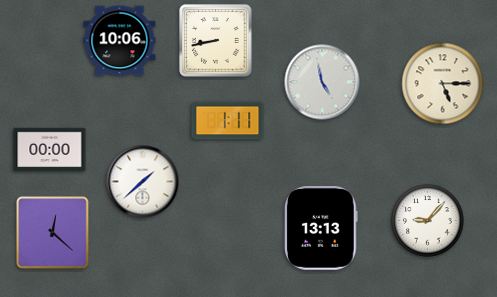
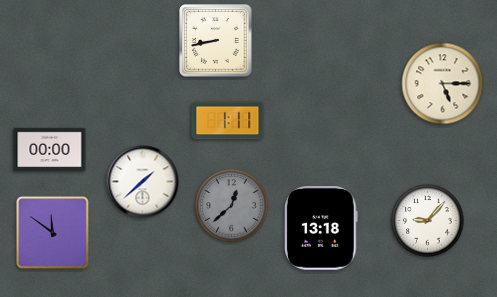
clock at (120, 41): 10:06 -> none
clock at (322, 82): 4:58 -> none
clock at (232, 206): none -> 12:38
clock at (322, 229): 13:13 -> 13:18
clock at (53, 233): 12:22 -> 11:51
